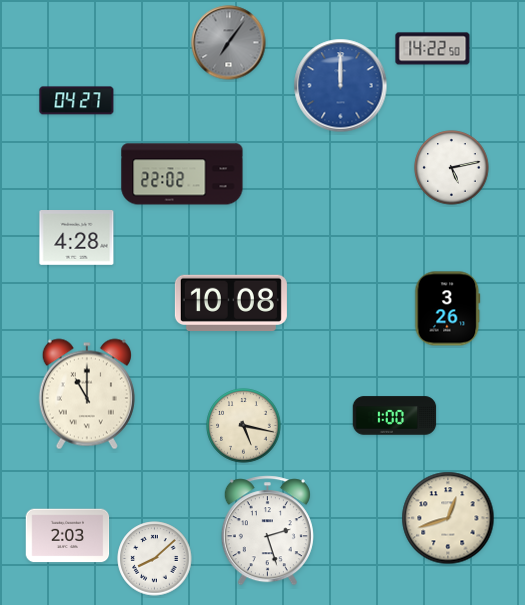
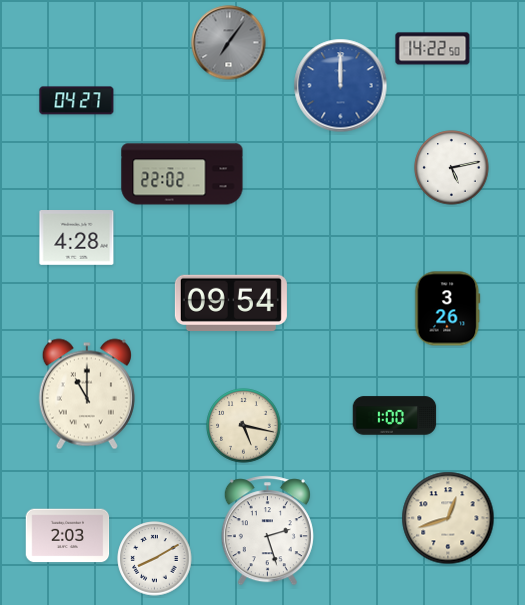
clock at (231, 302): 10:08 -> 09:54
clock at (155, 559): 8:08 -> 8:10
